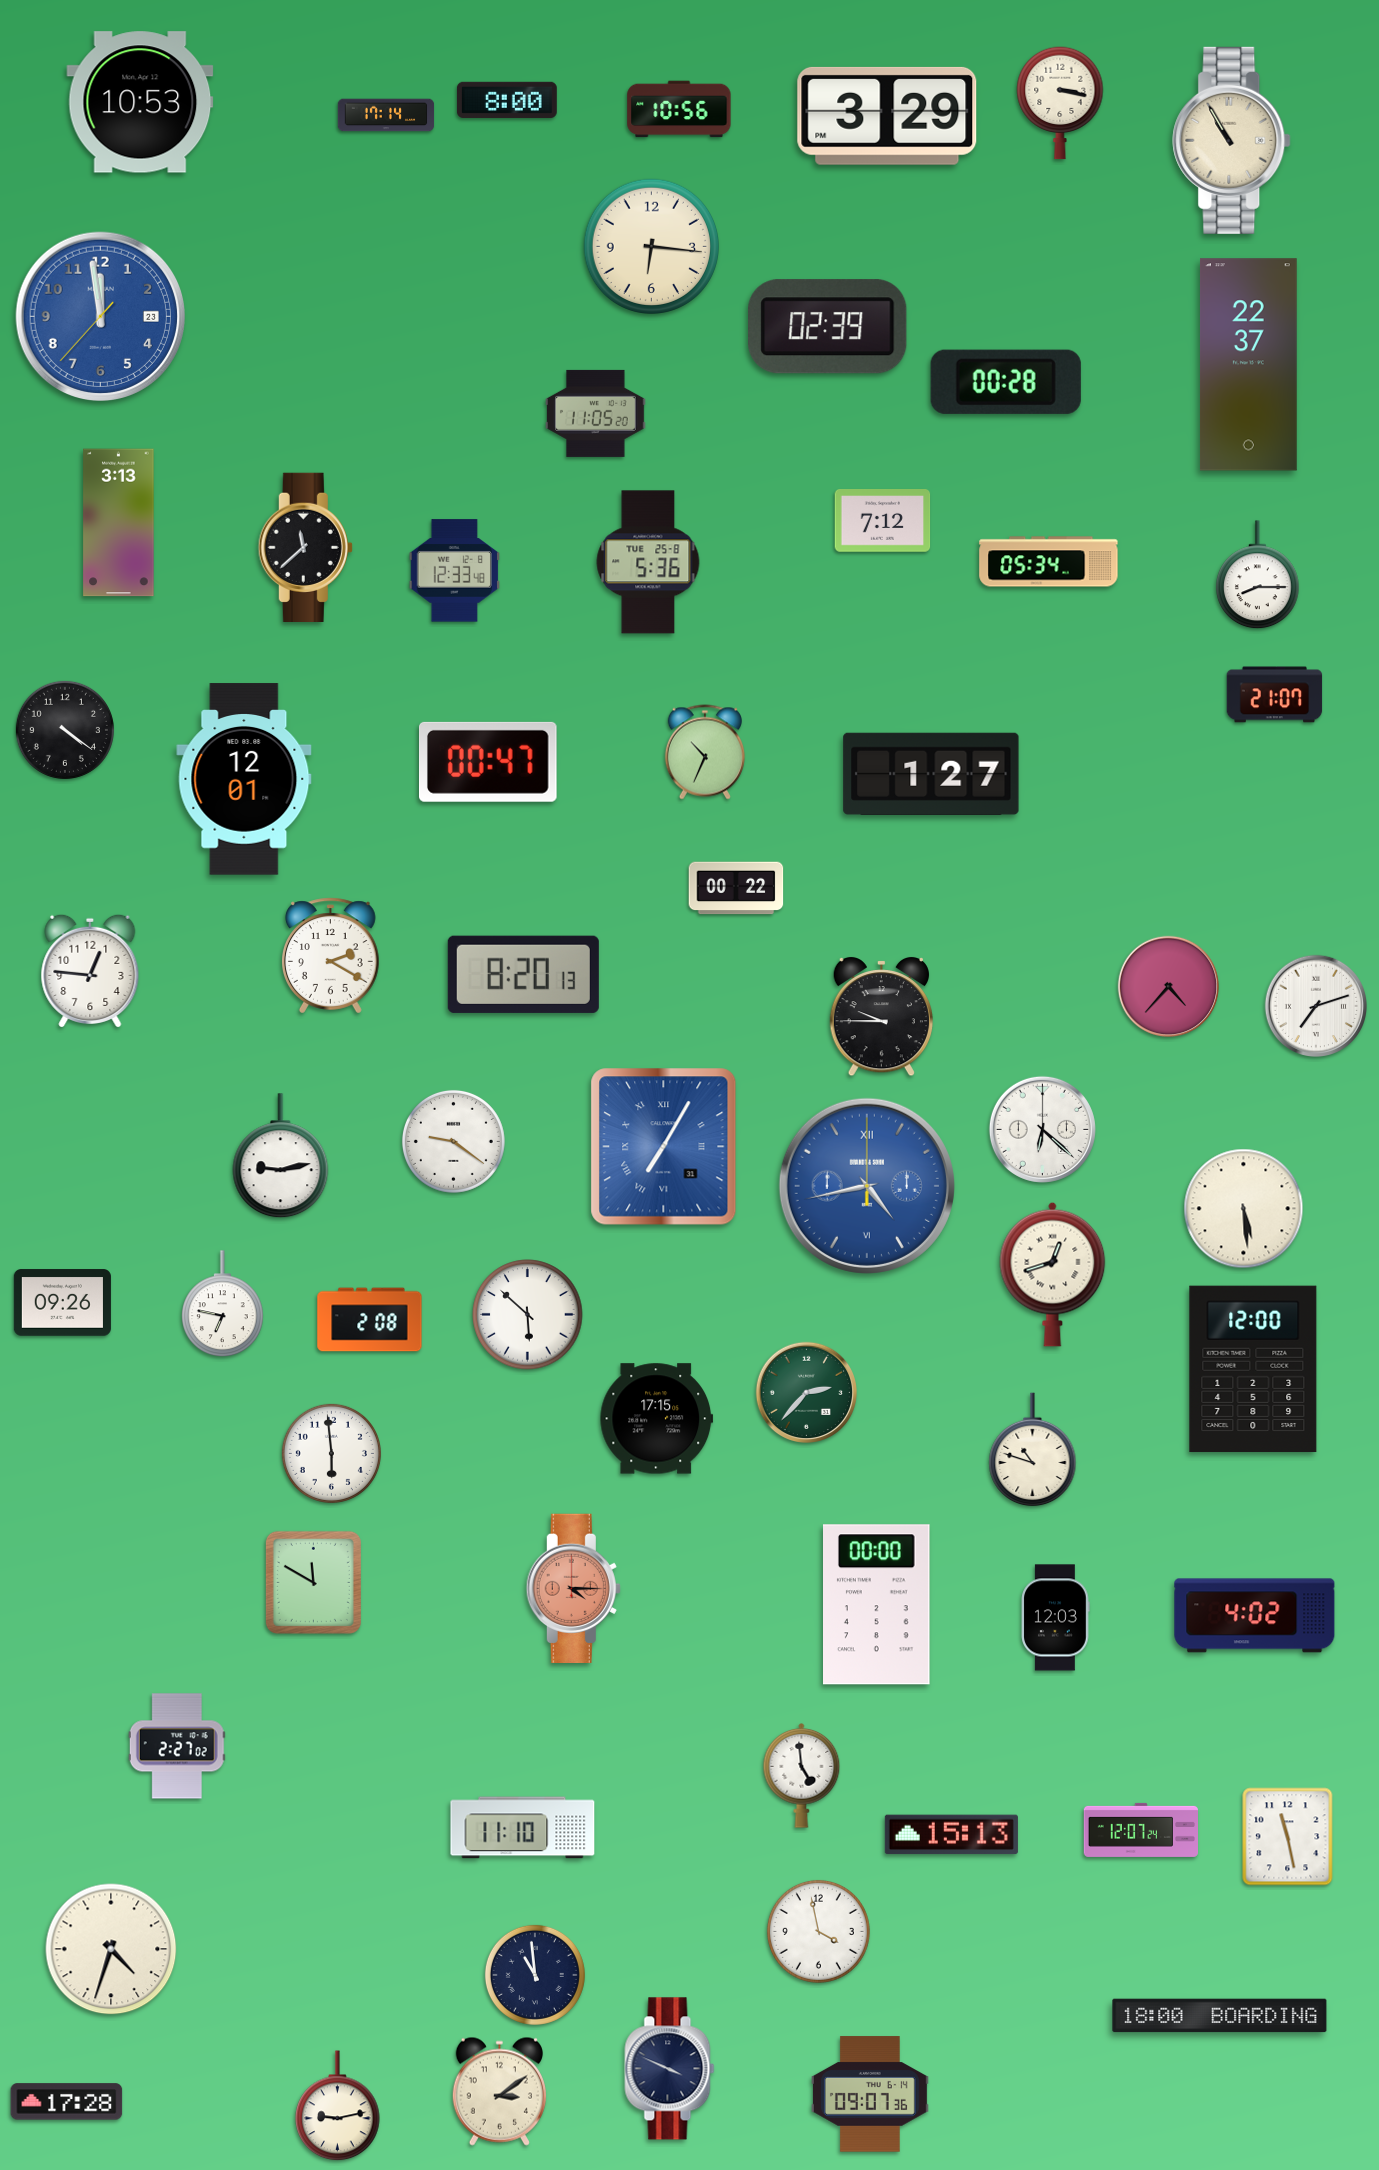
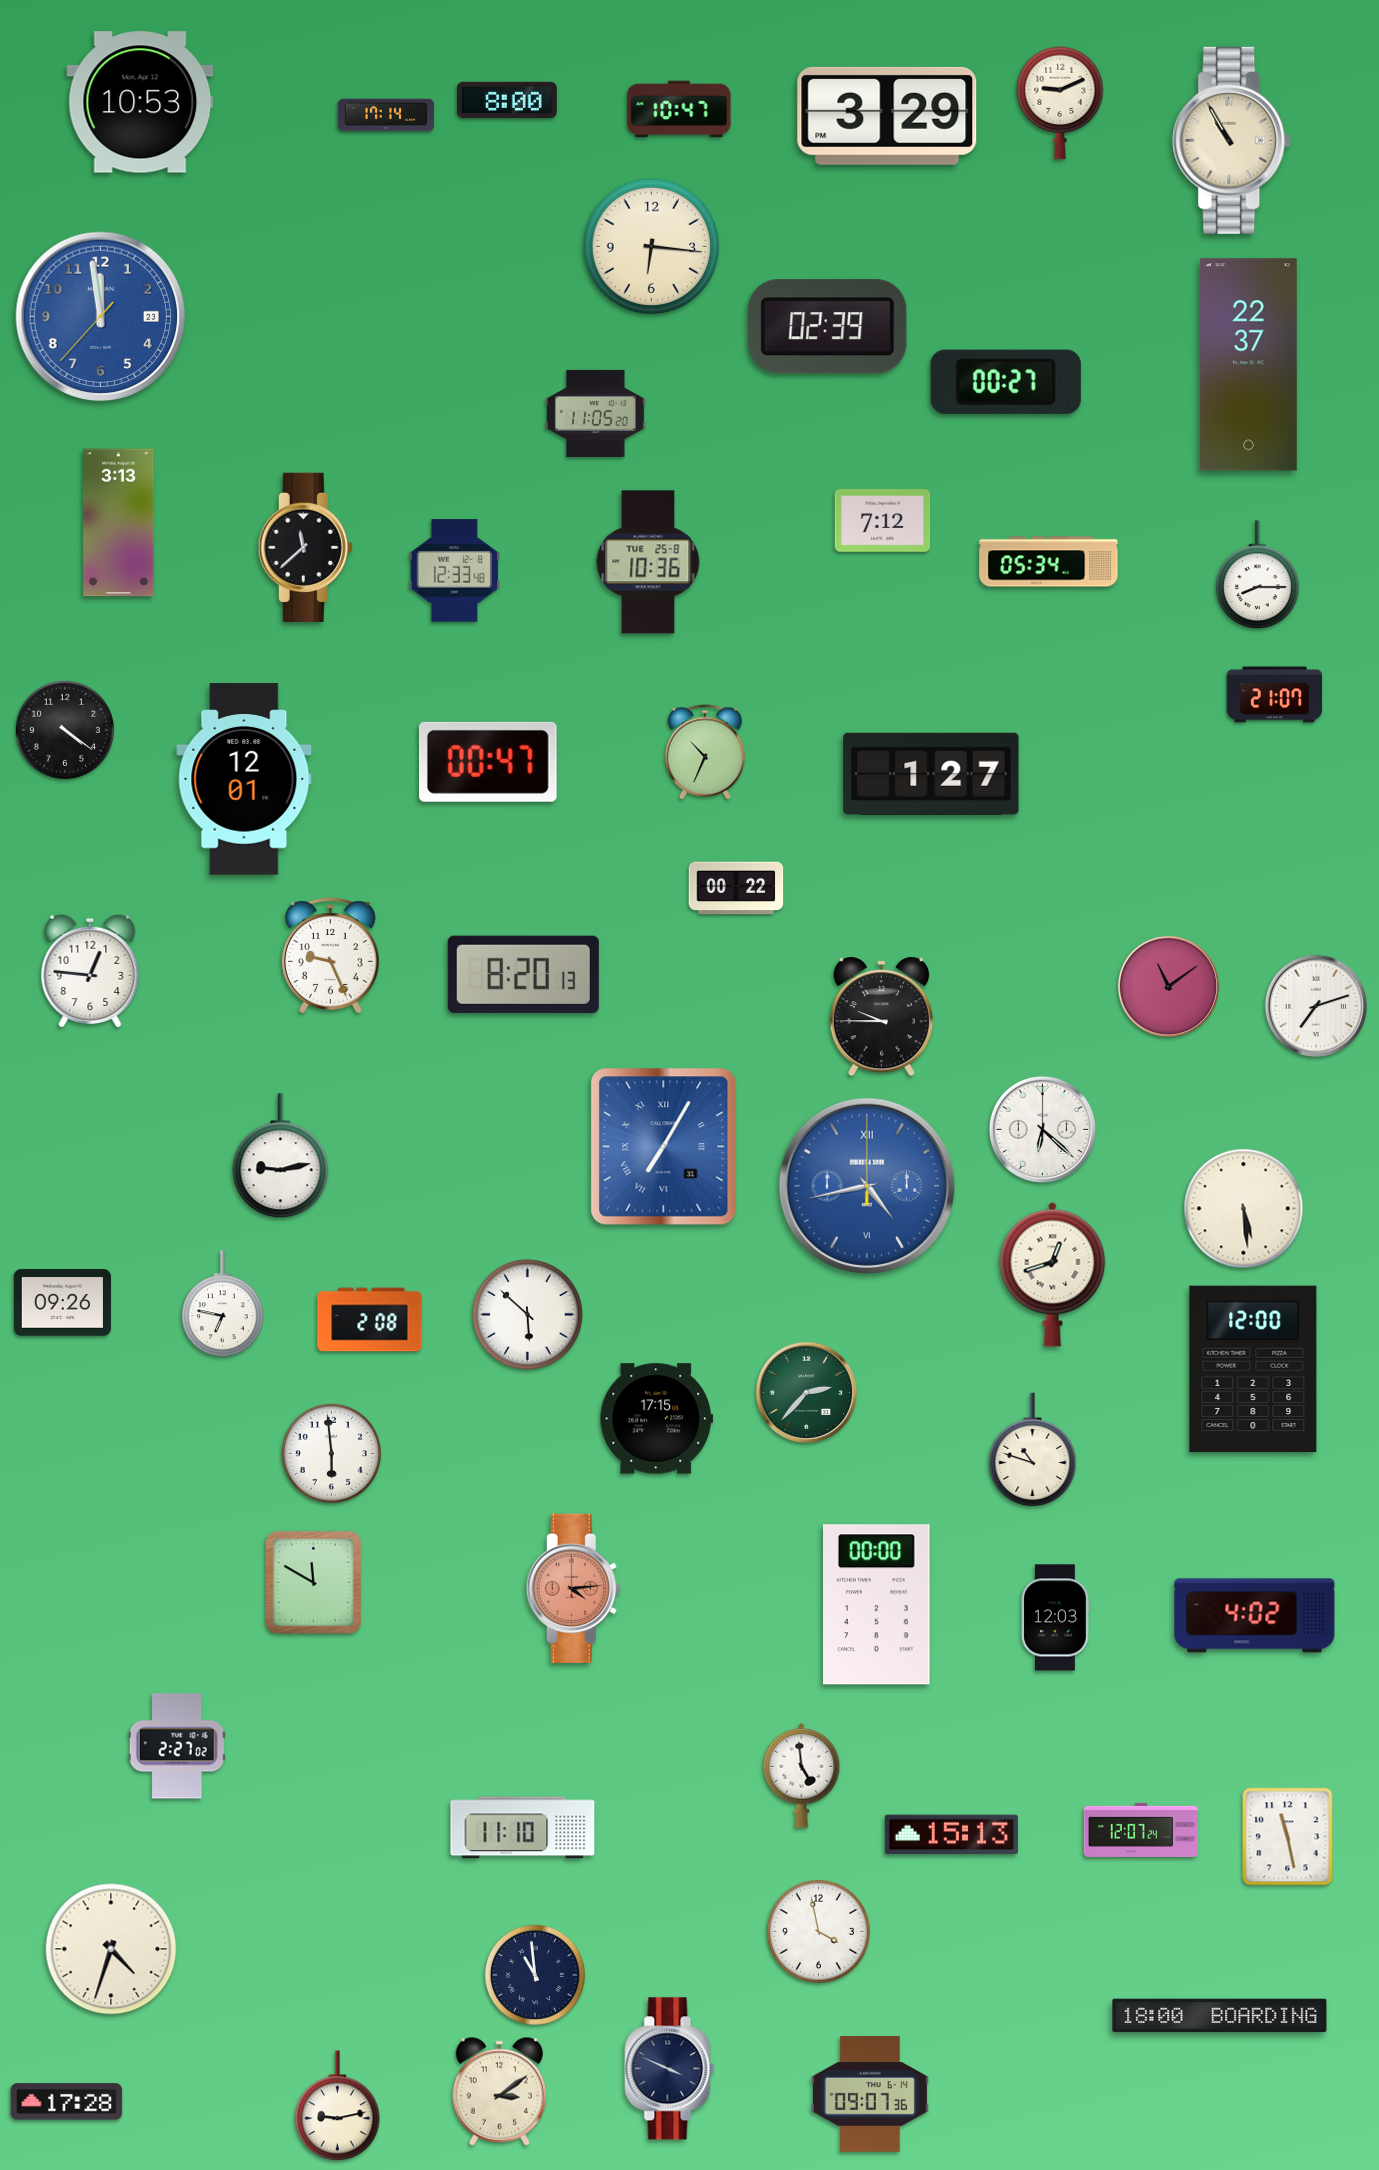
clock at (1060, 103): 3:17 -> 9:11
clock at (679, 109): 10:56 -> 10:47
clock at (1006, 382): 00:28 -> 00:27
clock at (648, 562): 5:36 -> 10:36
clock at (331, 956): 2:20 -> 9:26
clock at (1169, 987): 4:37 -> 11:09
clock at (453, 1141): 9:21 -> none
clock at (573, 1588): 4:15 -> 4:14
